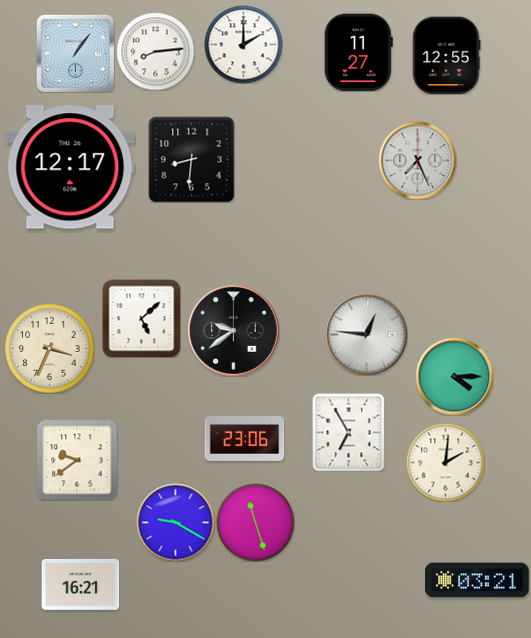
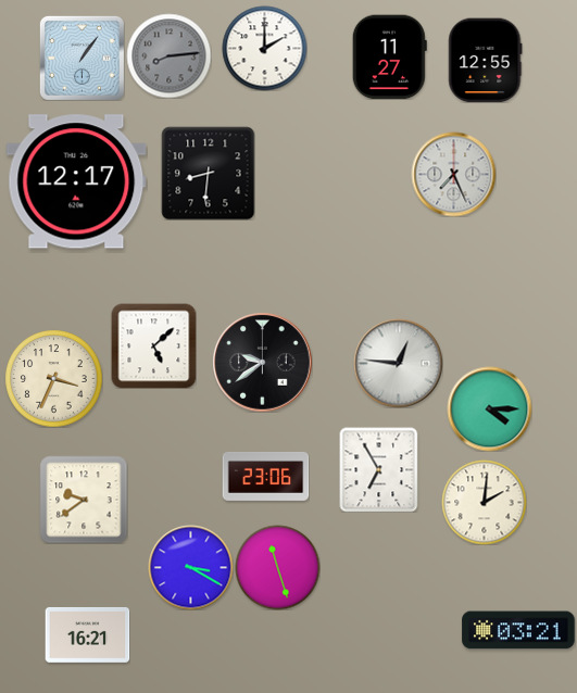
clock at (155, 51) dial: white -> grey
clock at (233, 330) position: (233, 330) -> (262, 362)
clock at (454, 376) position: (454, 376) -> (489, 408)
clock at (175, 522): 9:20 -> 3:20
